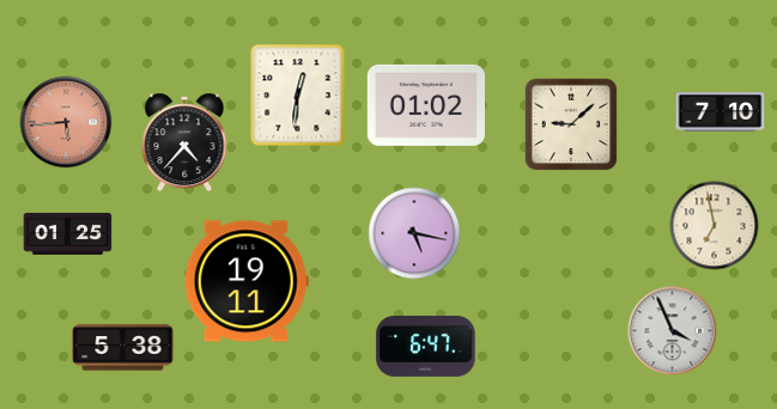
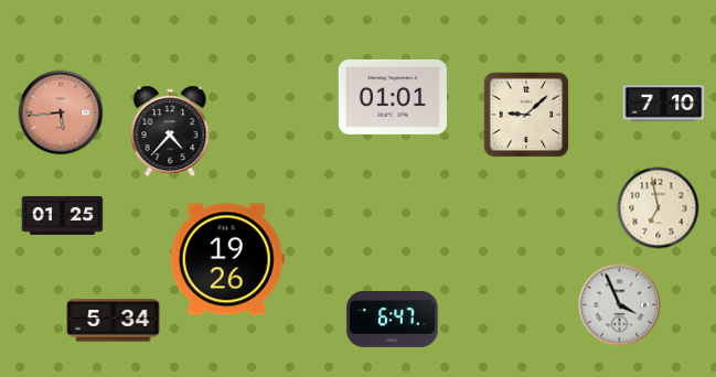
clock at (298, 96): 12:31 -> none
clock at (426, 105): 01:02 -> 01:01
clock at (414, 233): 5:17 -> none
clock at (247, 281): 19:11 -> 19:26
clock at (123, 348): 5:38 -> 5:34
